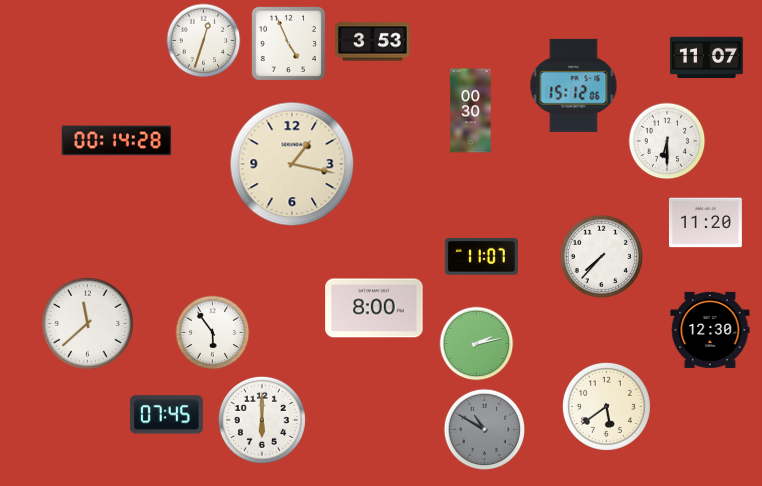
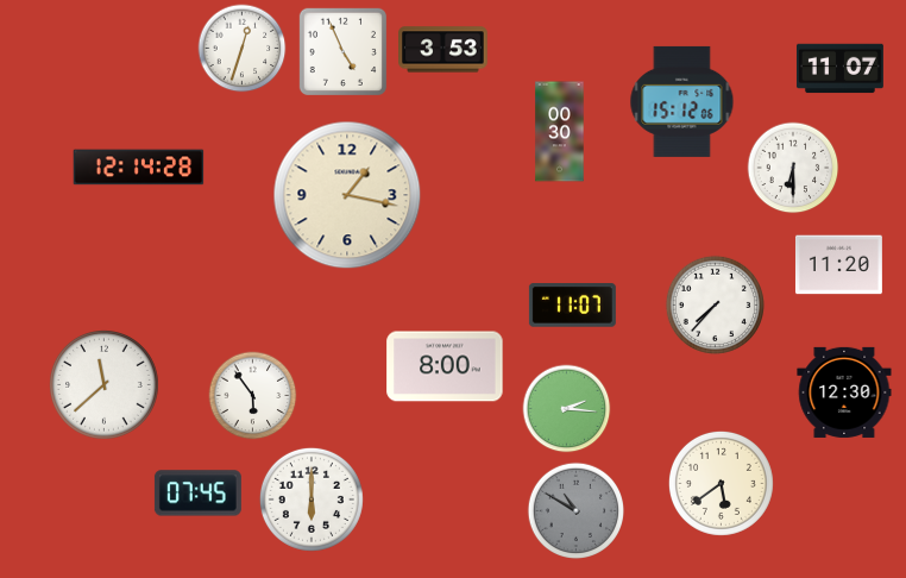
clock at (117, 141): 00:14 -> 12:14
clock at (477, 344): 2:13 -> 2:16
